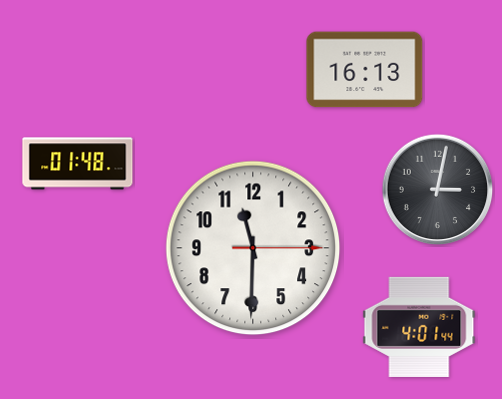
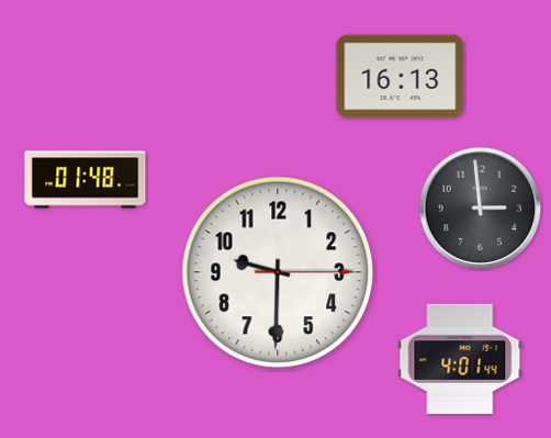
clock at (438, 190): 3:02 -> 2:59
clock at (253, 248): 11:30 -> 9:30
